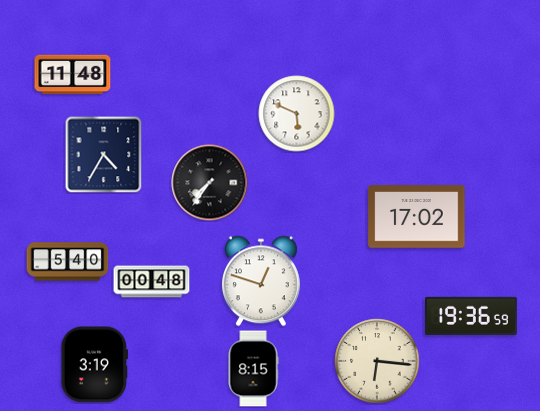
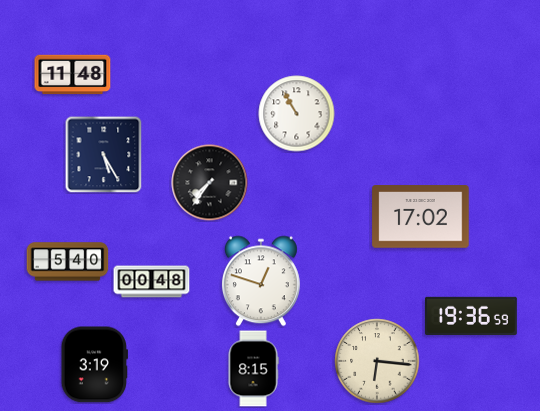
clock at (297, 114): 5:49 -> 10:55
clock at (103, 154): 4:35 -> 5:25
clock at (417, 217) position: (417, 217) -> (421, 217)
